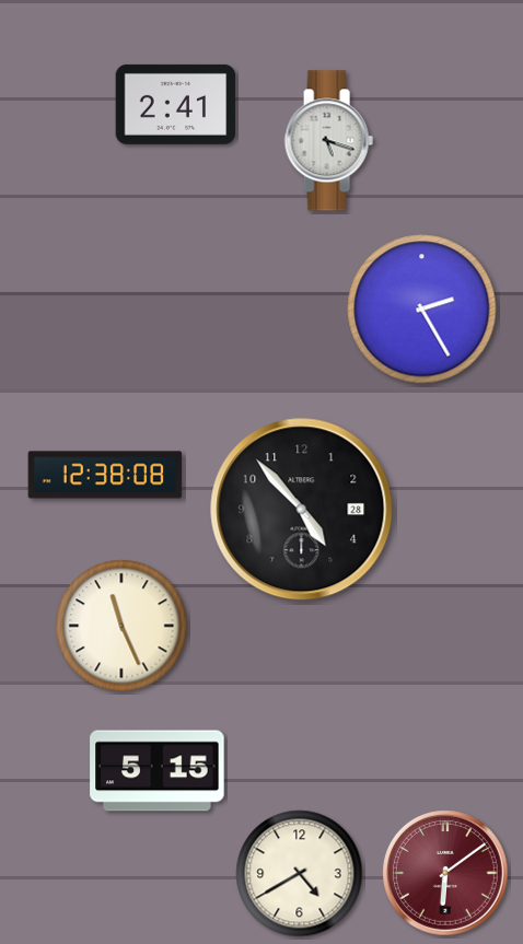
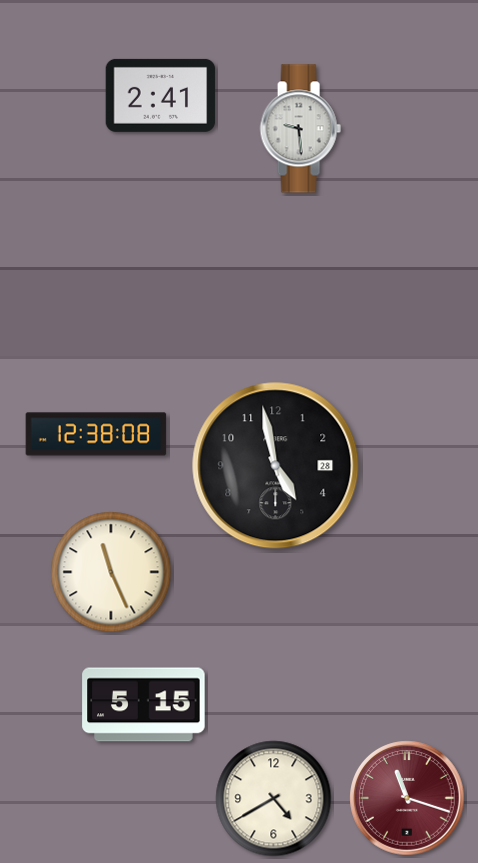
clock at (328, 141): 5:18 -> 9:29
clock at (422, 310): 2:25 -> none
clock at (302, 510): 4:53 -> 4:58
clock at (446, 874): 6:09 -> 11:18
